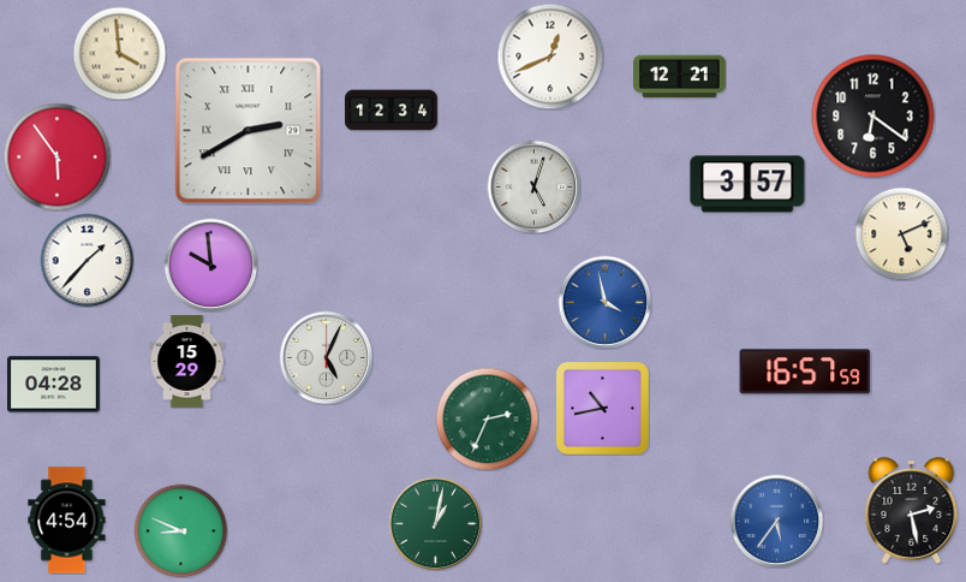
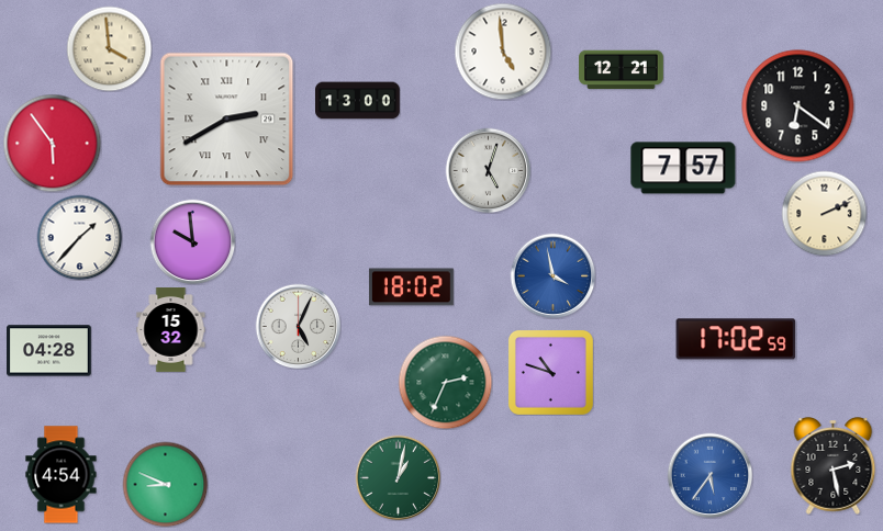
clock at (550, 57): 12:41 -> 4:59
clock at (392, 111): 12:34 -> 13:00
clock at (747, 184): 3:57 -> 7:57
clock at (901, 233): 5:11 -> 2:11
clock at (412, 287): none -> 18:02
clock at (187, 362): 15:29 -> 15:32
clock at (805, 372): 16:57 -> 17:02
clock at (602, 408): 10:43 -> 10:48
